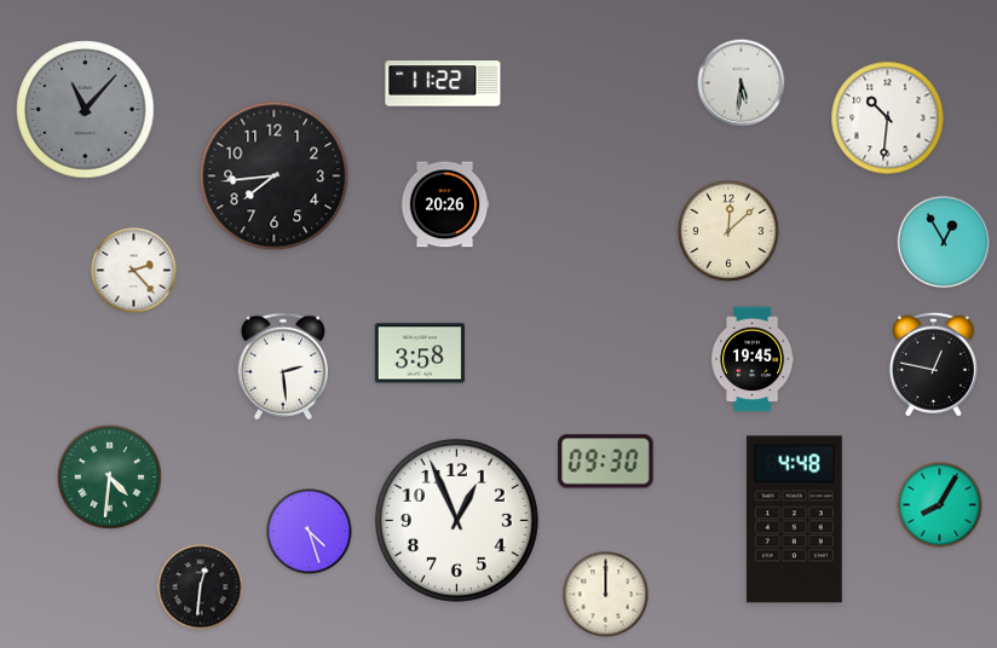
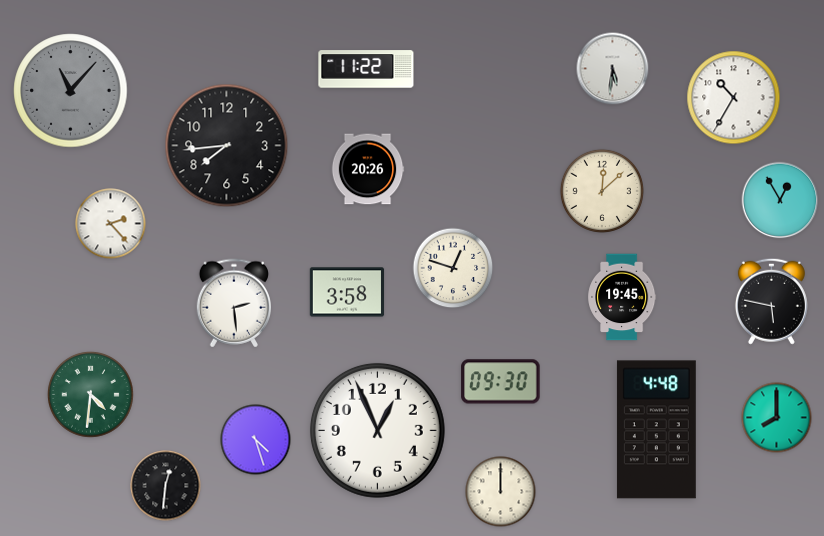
clock at (888, 118): 10:31 -> 10:35
clock at (453, 268): none -> 12:48
clock at (933, 364): 12:47 -> 5:47
clock at (940, 505): 8:05 -> 8:00
